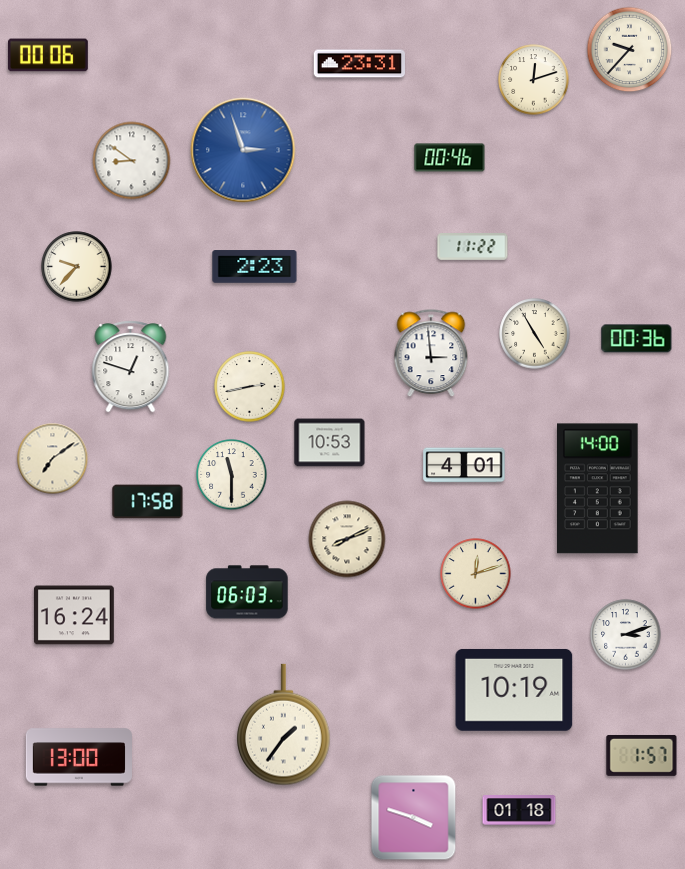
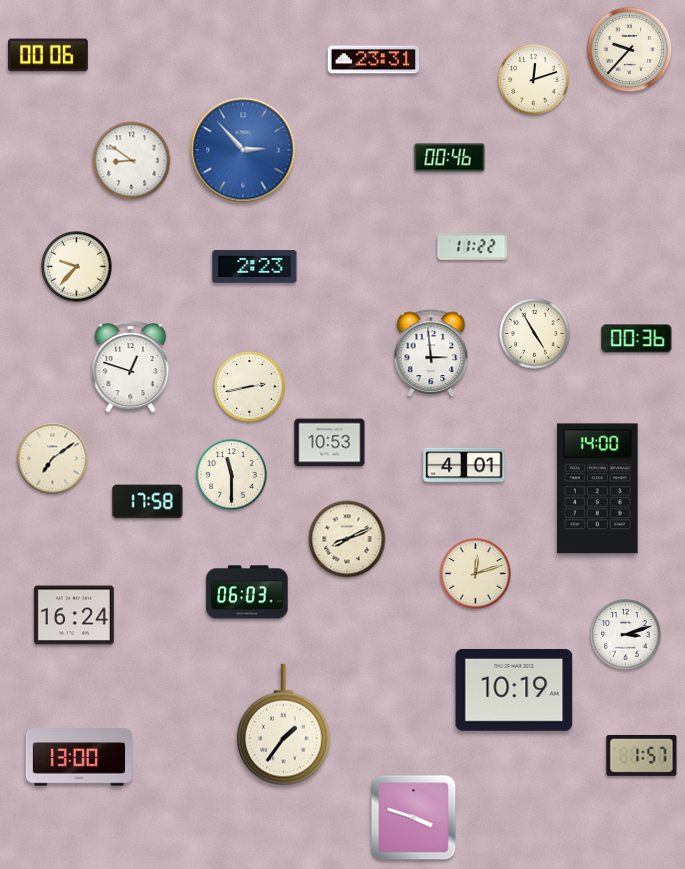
clock at (360, 64) position: (360, 64) -> (374, 60)
clock at (243, 150): 2:57 -> 2:53
clock at (519, 810): 01:18 -> none
